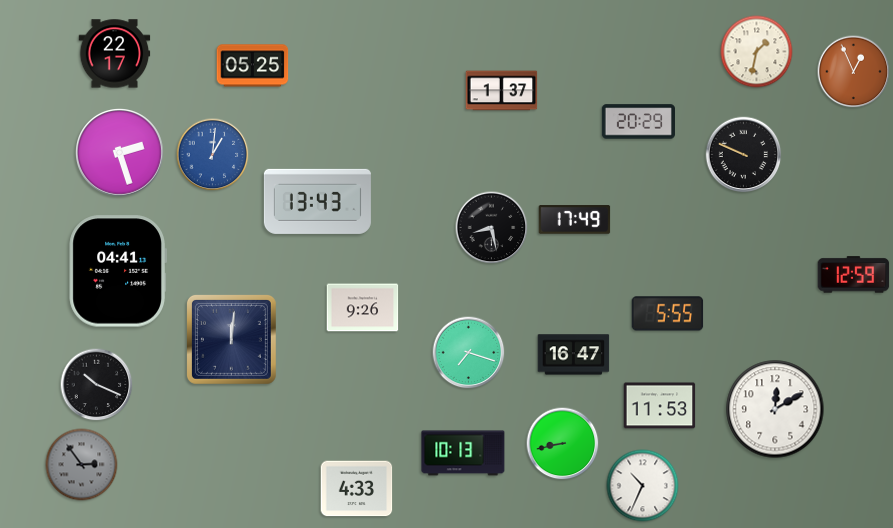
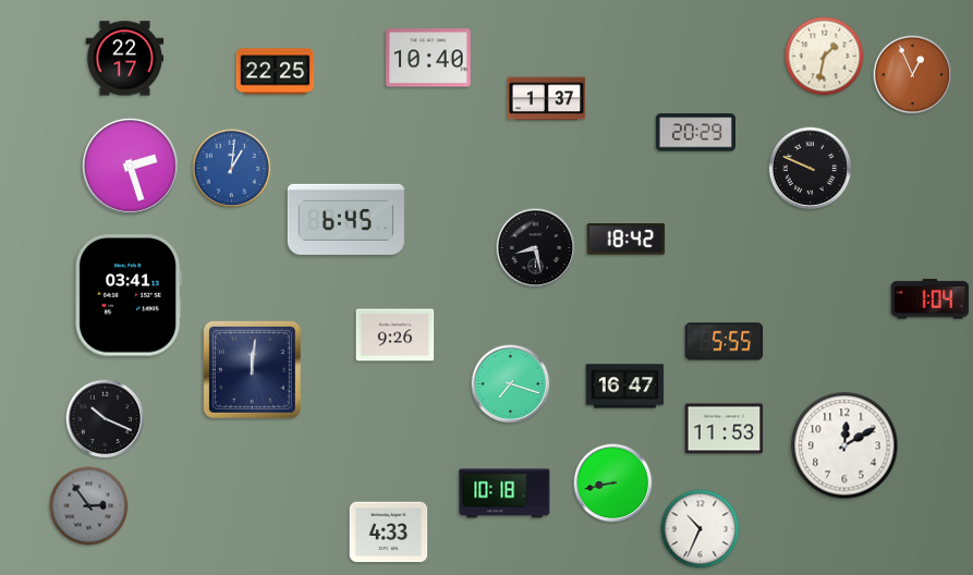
clock at (428, 58): none -> 10:40
clock at (253, 66): 05:25 -> 22:25
clock at (854, 72) position: (854, 72) -> (913, 75)
clock at (317, 201): 13:43 -> 6:45
clock at (575, 220): 17:49 -> 18:42
clock at (117, 271): 04:41 -> 03:41
clock at (854, 275): 12:59 -> 1:04
clock at (668, 314) position: (668, 314) -> (725, 342)
clock at (660, 406) position: (660, 406) -> (725, 429)
clock at (463, 453): 10:13 -> 10:18
